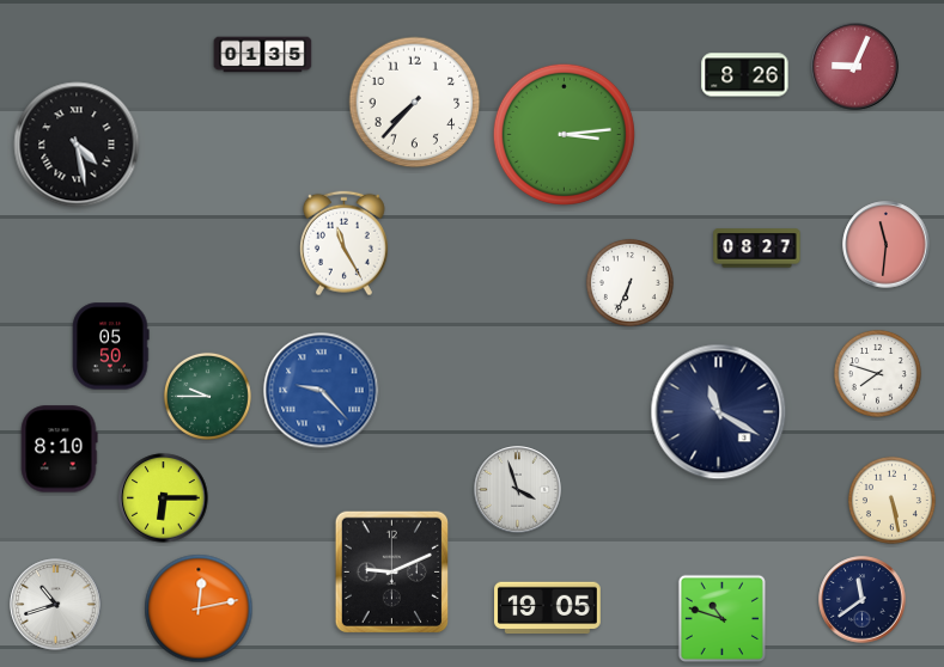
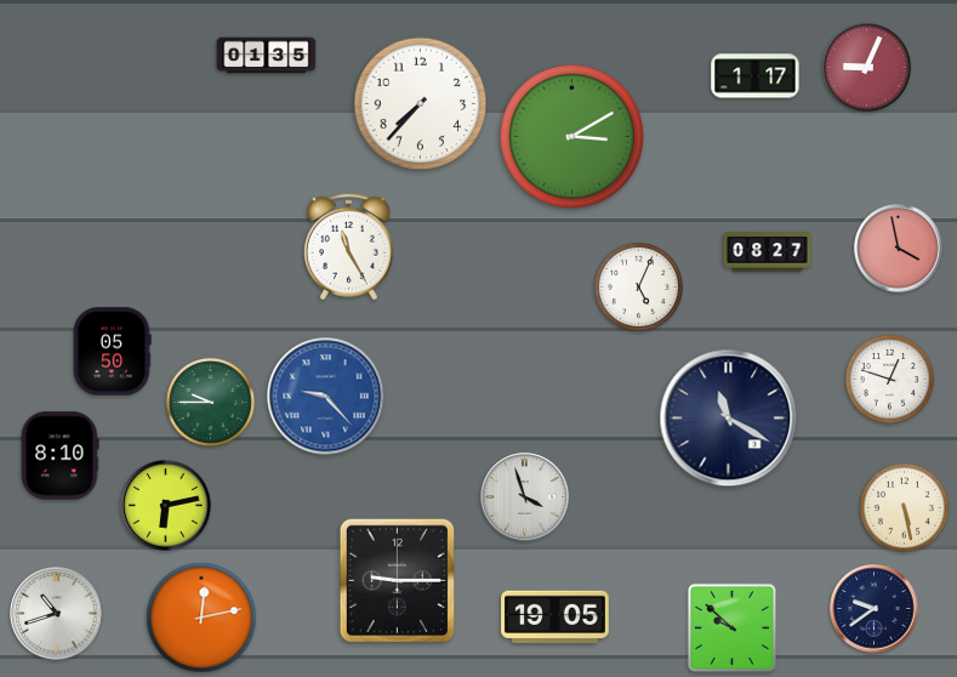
clock at (745, 75): 8:26 -> 1:17
clock at (564, 134): 3:14 -> 3:10
clock at (77, 145): 4:28 -> none
clock at (887, 245): 11:31 -> 3:58
clock at (629, 282): 6:34 -> 5:04
clock at (877, 373): 7:48 -> 12:48
clock at (164, 498): 6:15 -> 6:13
clock at (391, 571): 9:11 -> 9:15
clock at (863, 600): 11:39 -> 9:39
clock at (721, 618): 10:48 -> 9:52
